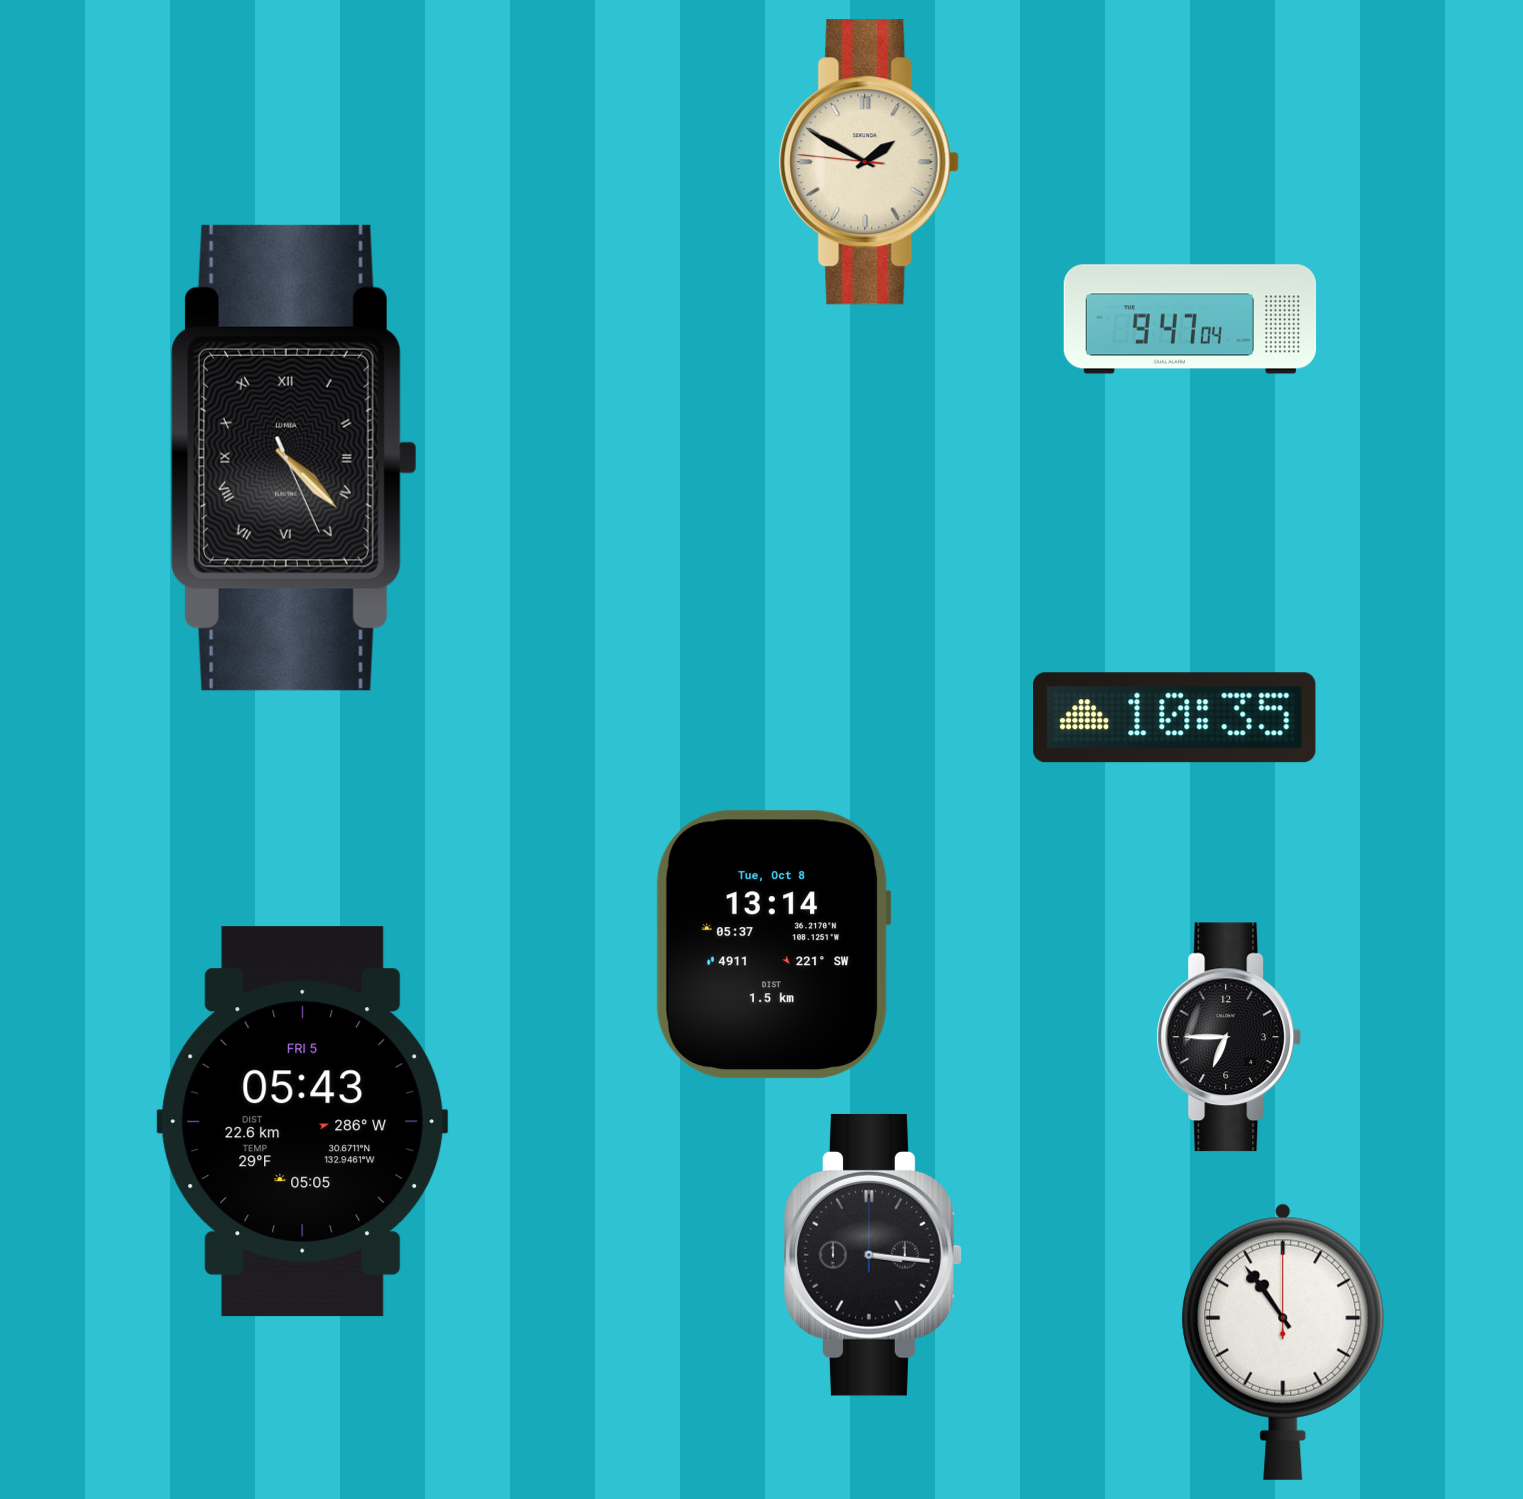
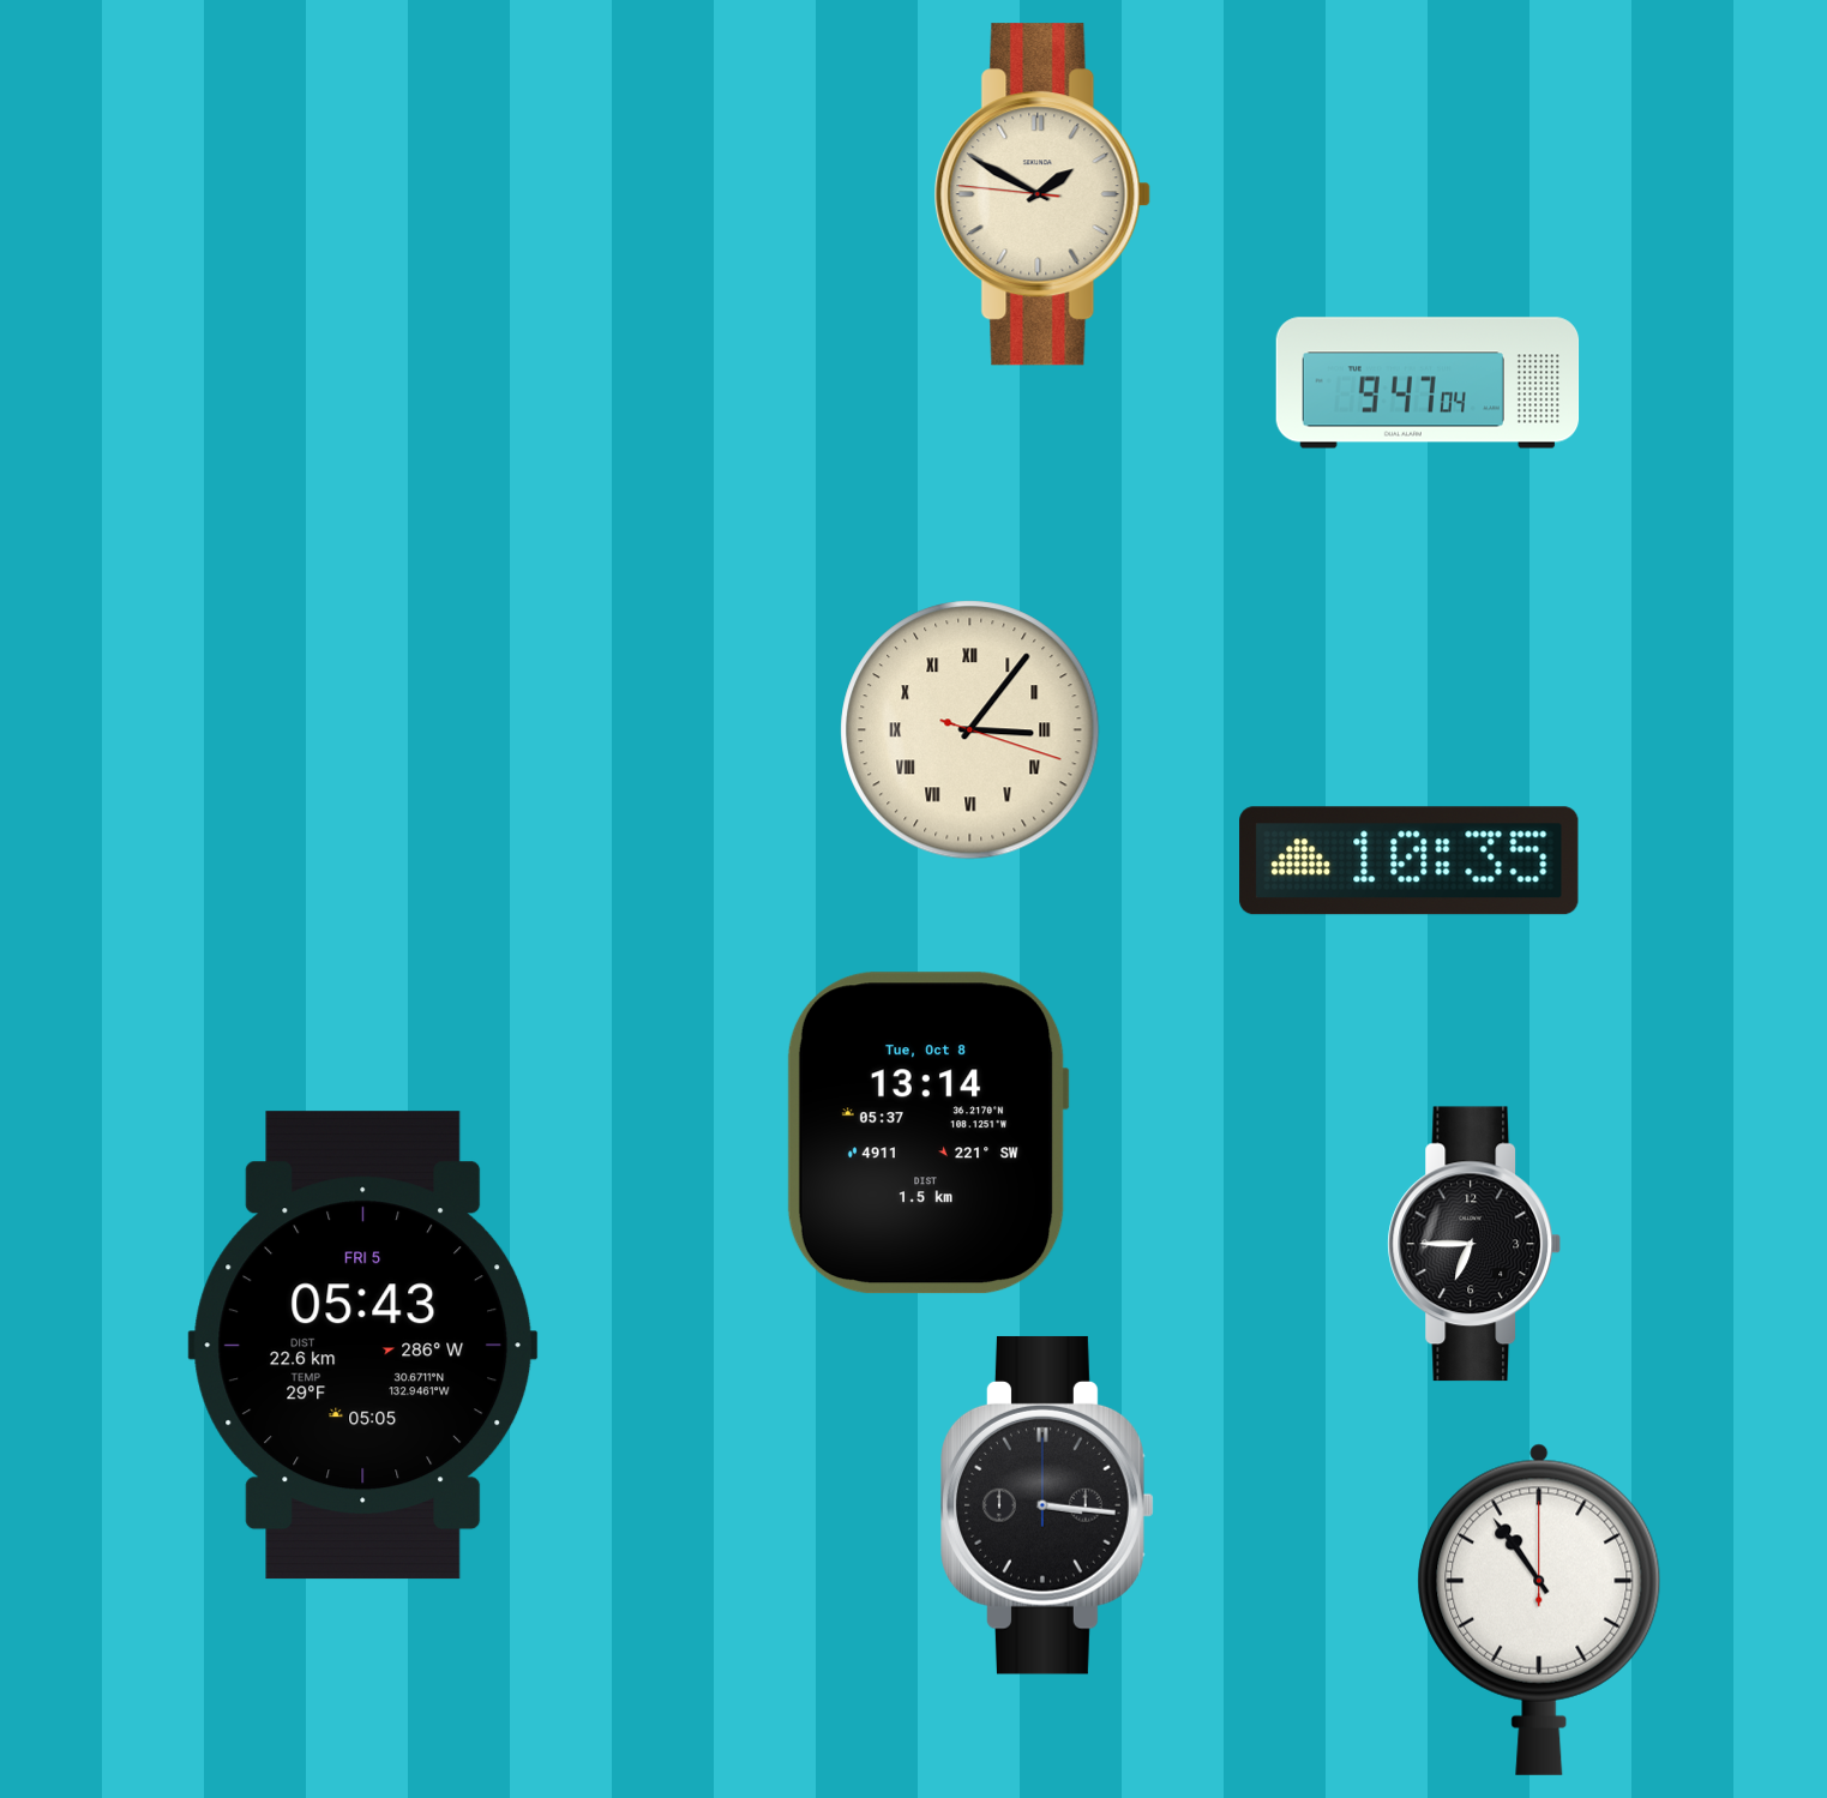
clock at (294, 458): 4:22 -> none
clock at (970, 730): none -> 3:06
